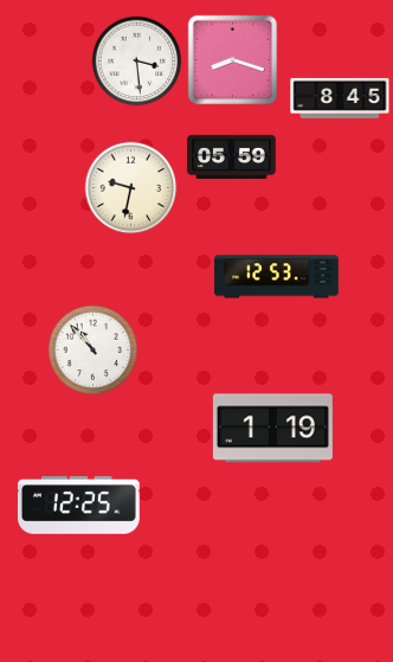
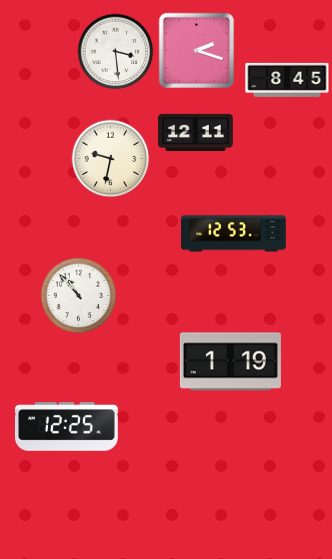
clock at (233, 60): 8:18 -> 2:18
clock at (340, 98) position: (340, 98) -> (287, 80)
clock at (232, 156): 05:59 -> 12:11
